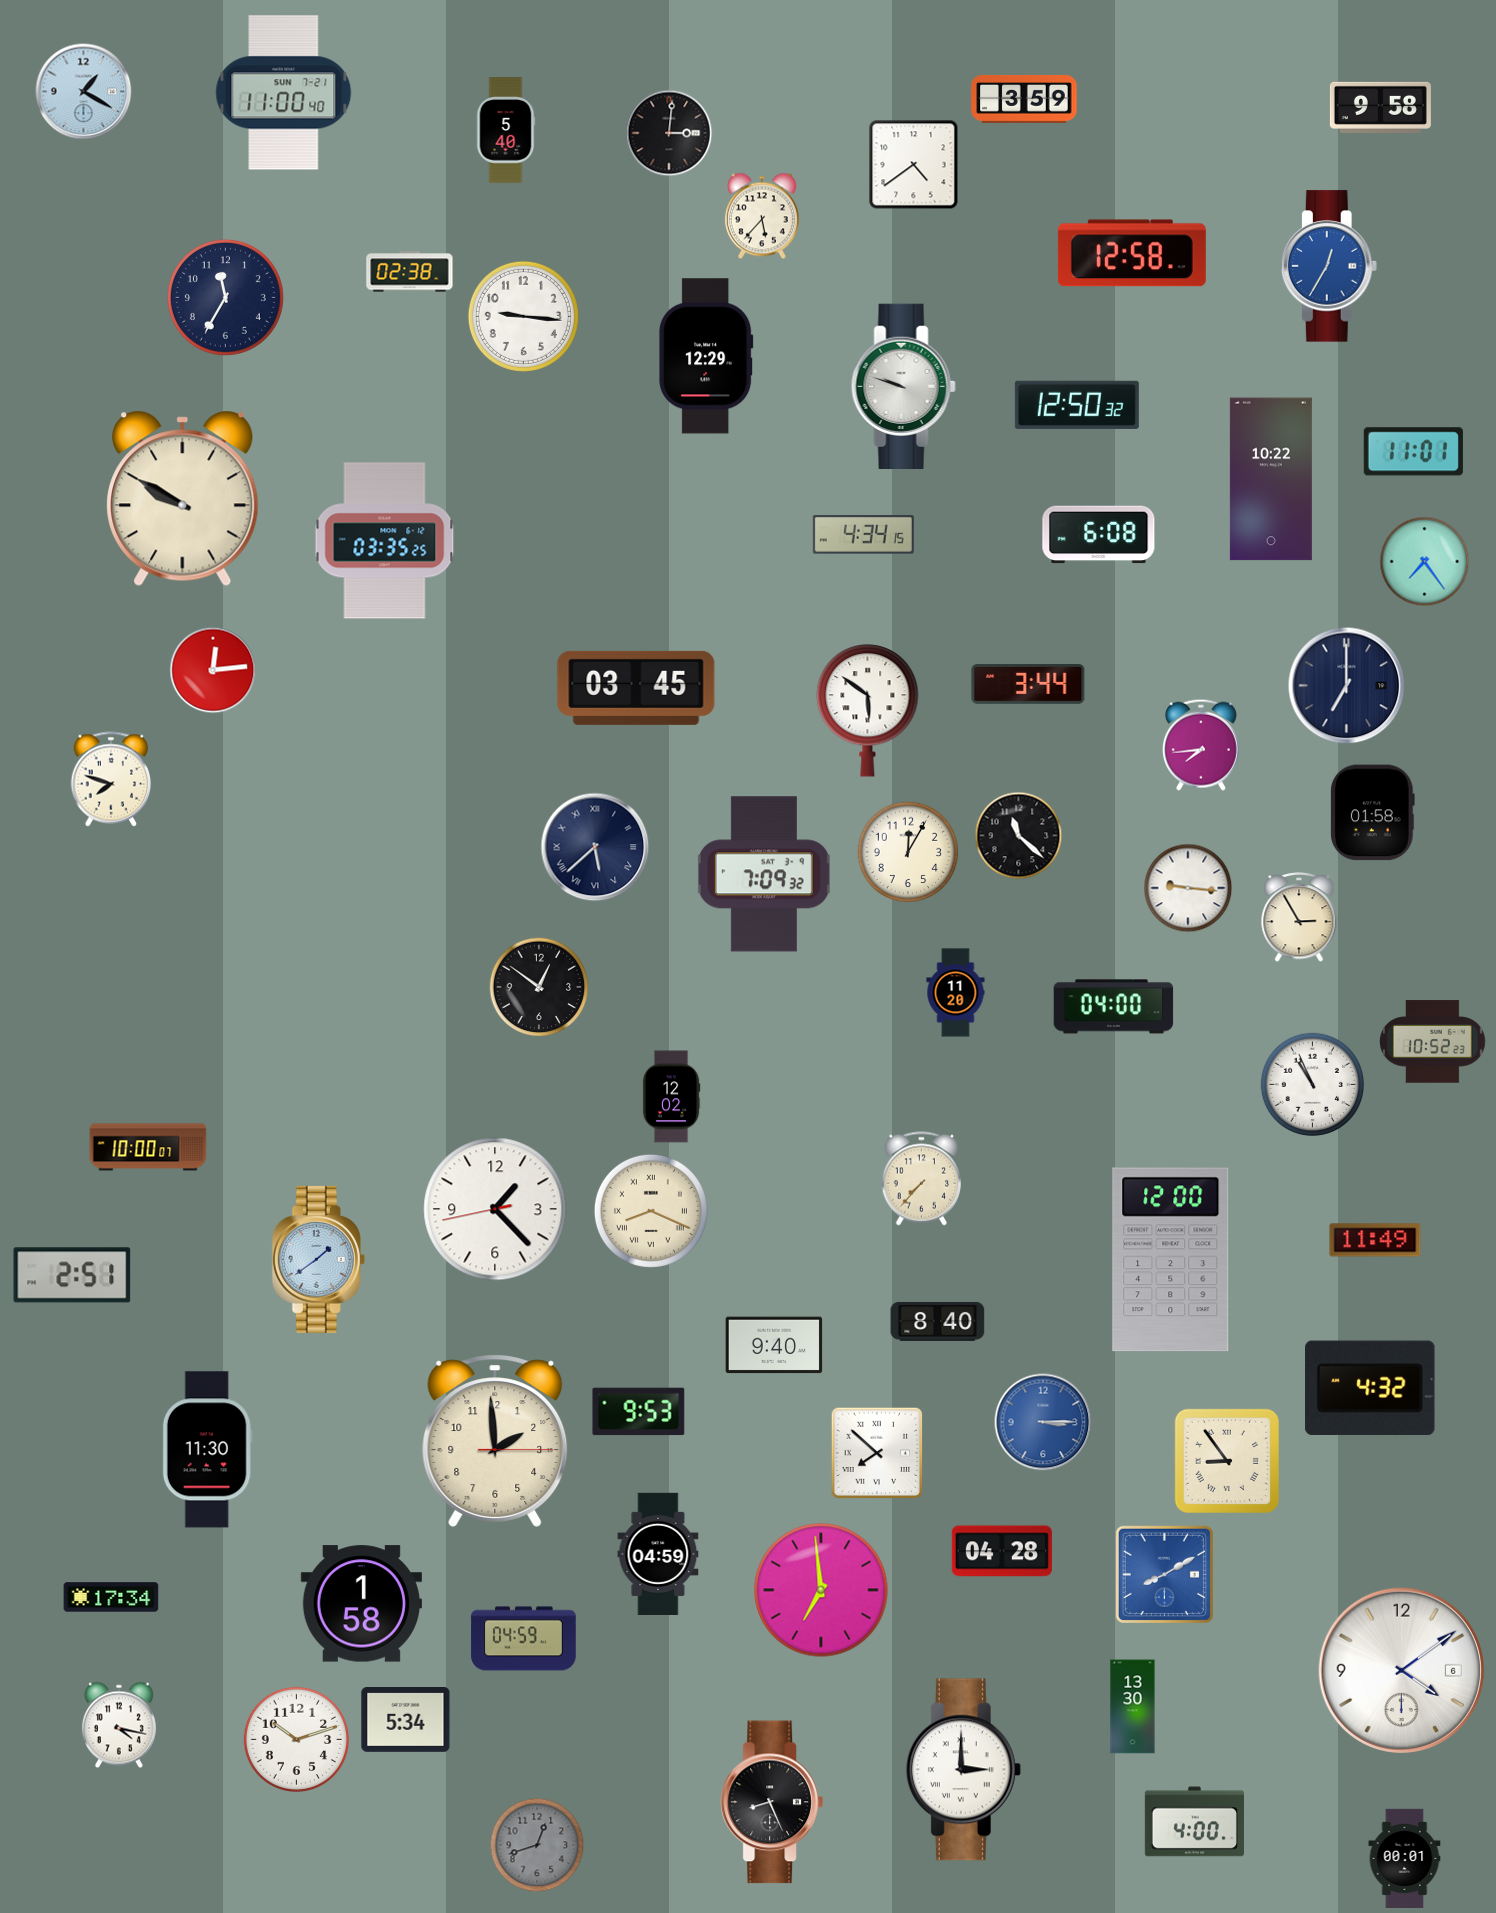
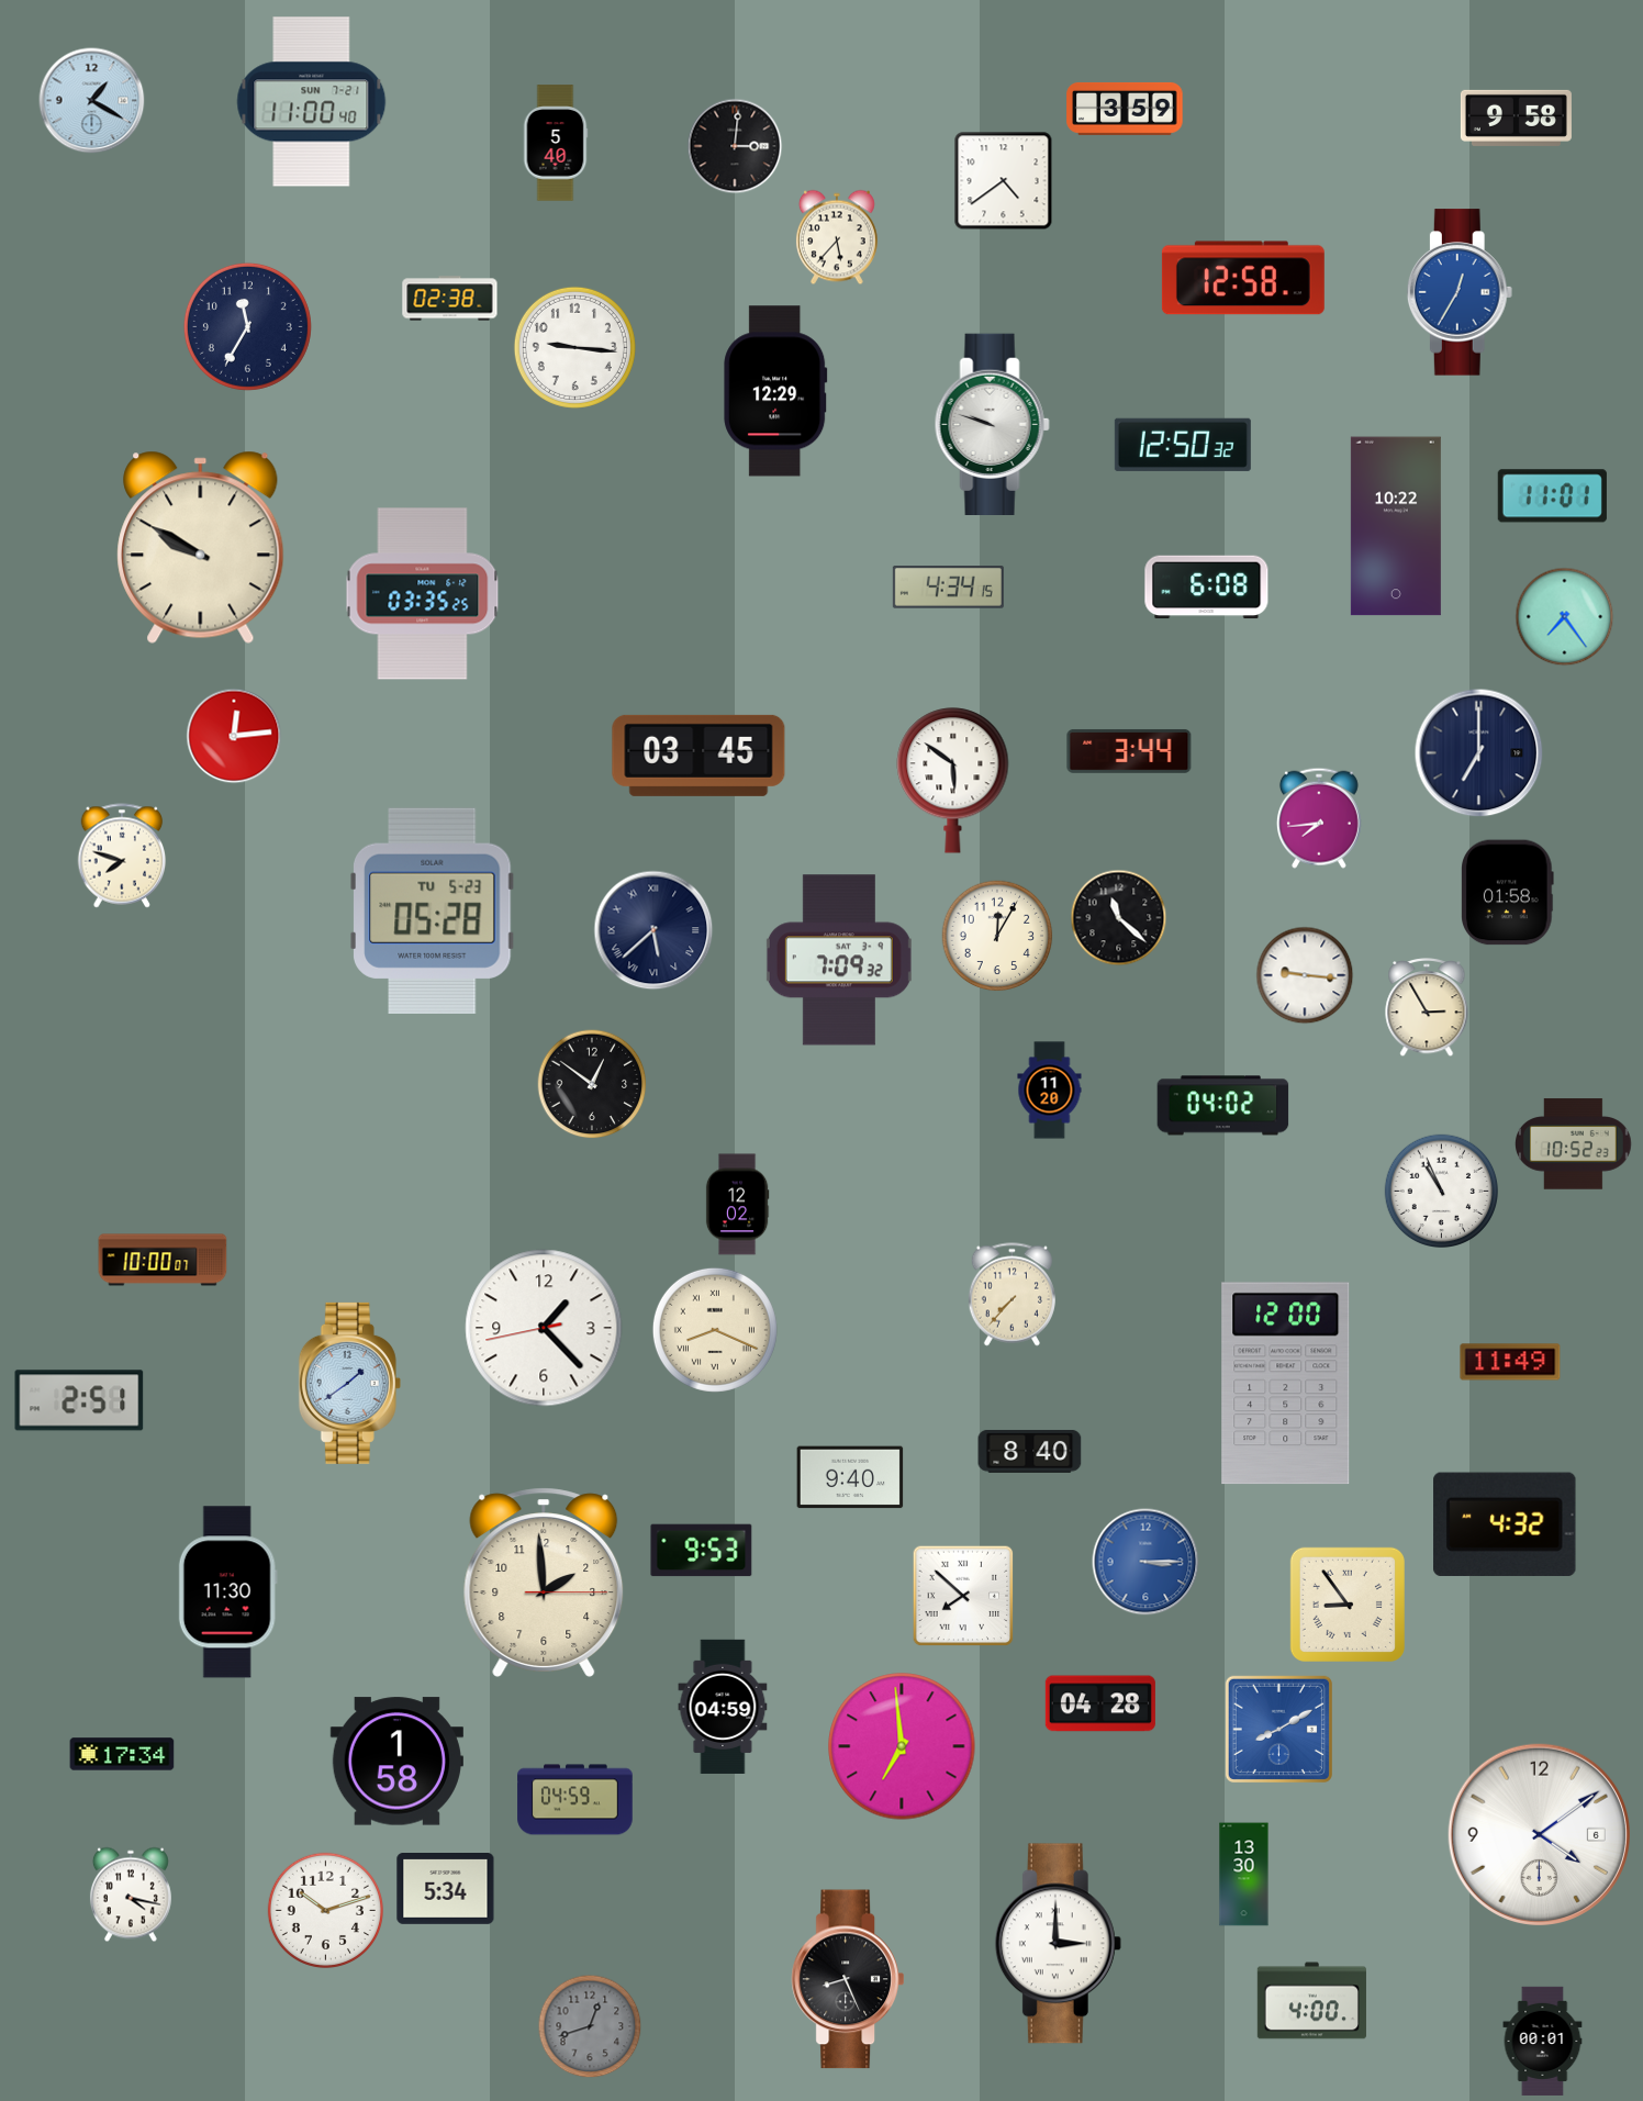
clock at (433, 910): none -> 05:28
clock at (1114, 1007): 04:00 -> 04:02
